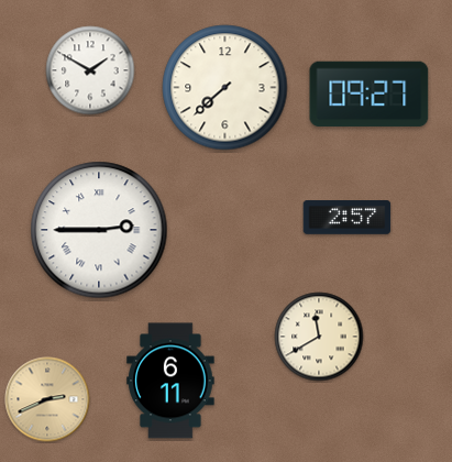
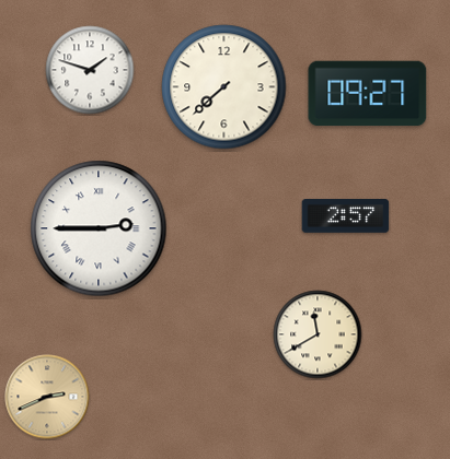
clock at (90, 70): 1:50 -> 1:48
clock at (170, 381): 6:11 -> none
